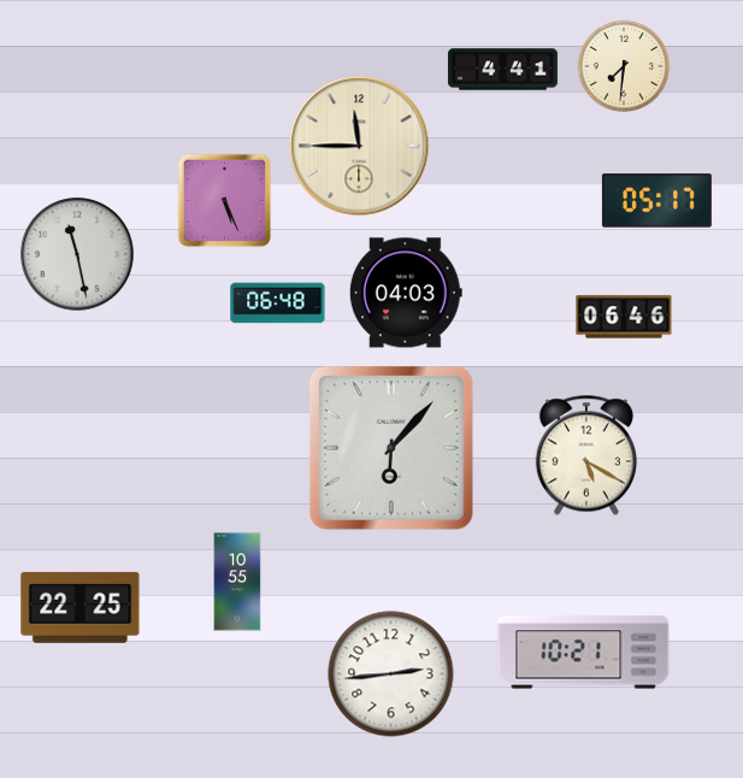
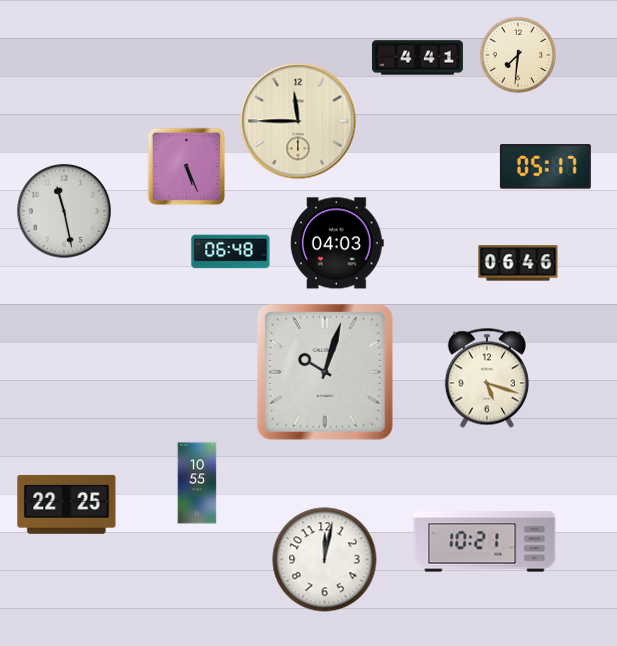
clock at (393, 449): 6:07 -> 10:03
clock at (586, 455): 5:20 -> 5:18
clock at (391, 674): 2:44 -> 12:02
